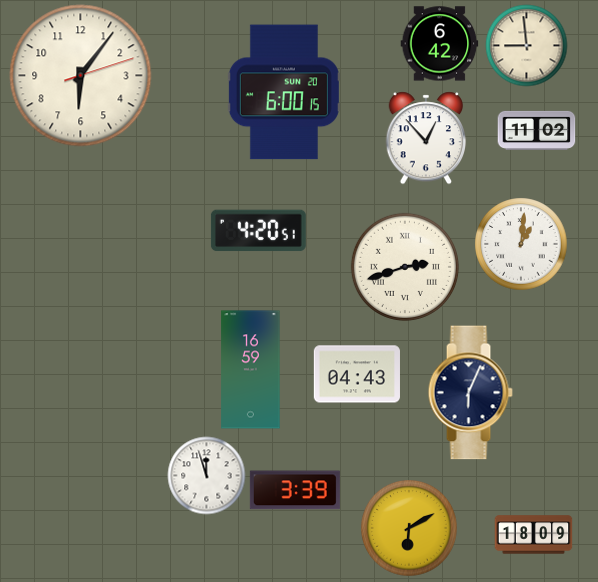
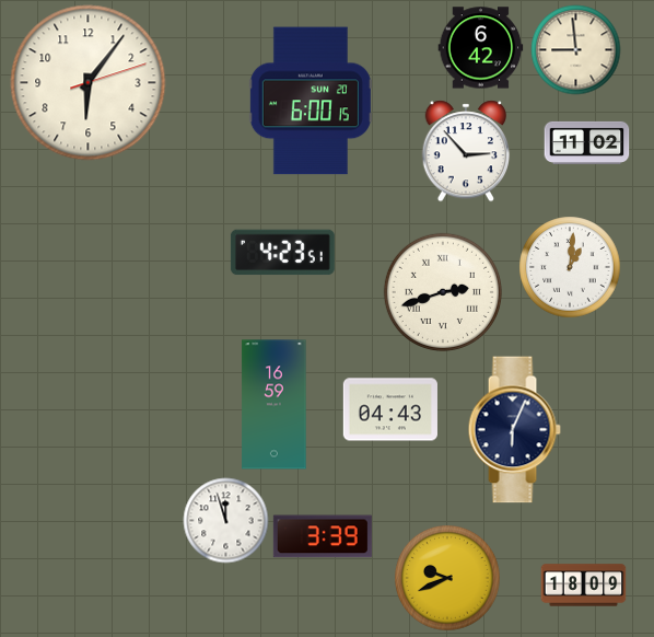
clock at (426, 138): 12:53 -> 2:53
clock at (258, 231): 4:20 -> 4:23
clock at (409, 528): 6:10 -> 9:41
